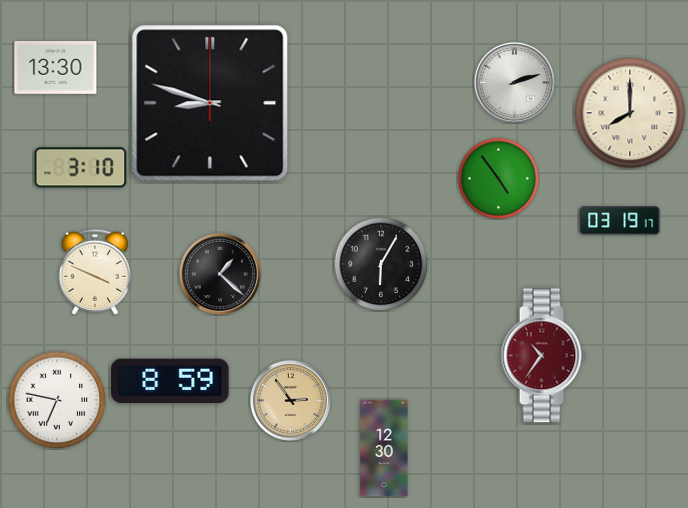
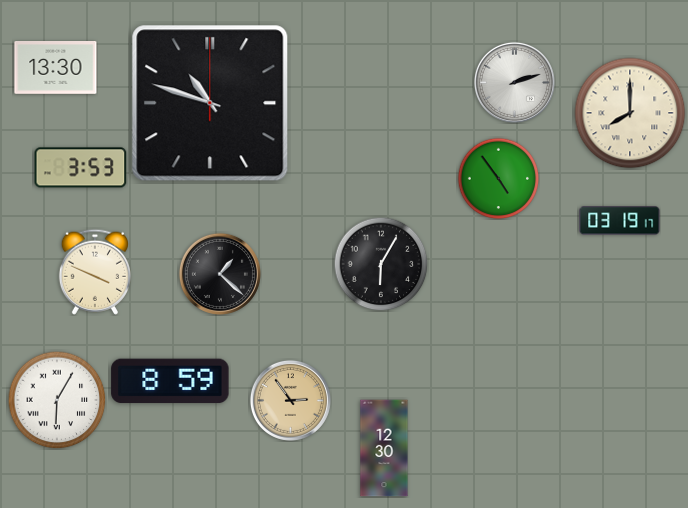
clock at (210, 103): 8:48 -> 10:48
clock at (81, 168): 3:10 -> 3:53
clock at (543, 356): 10:36 -> none
clock at (57, 400): 6:47 -> 6:05
